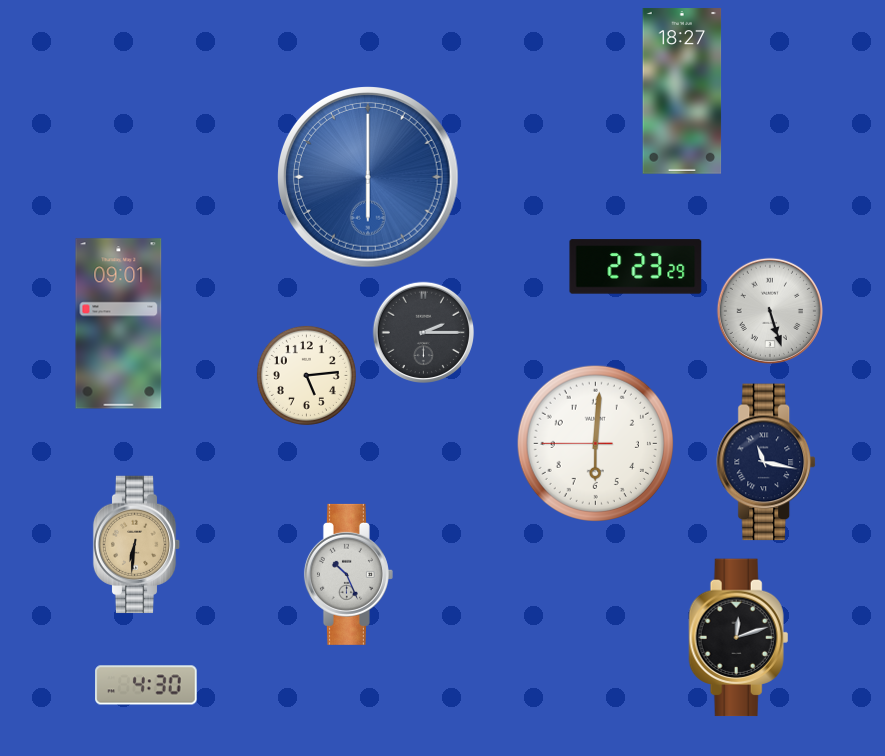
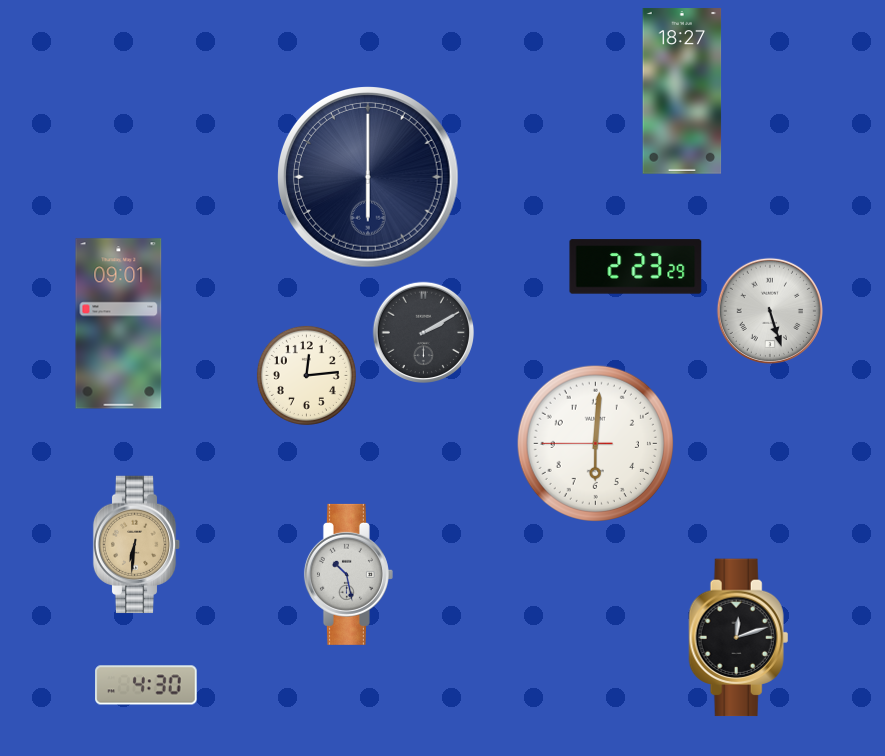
clock at (369, 178) dial: blue -> navy
clock at (423, 332): 2:15 -> 2:10
clock at (306, 375): 5:14 -> 12:14
clock at (767, 462): 11:17 -> none
clock at (348, 574): 10:26 -> 10:28
